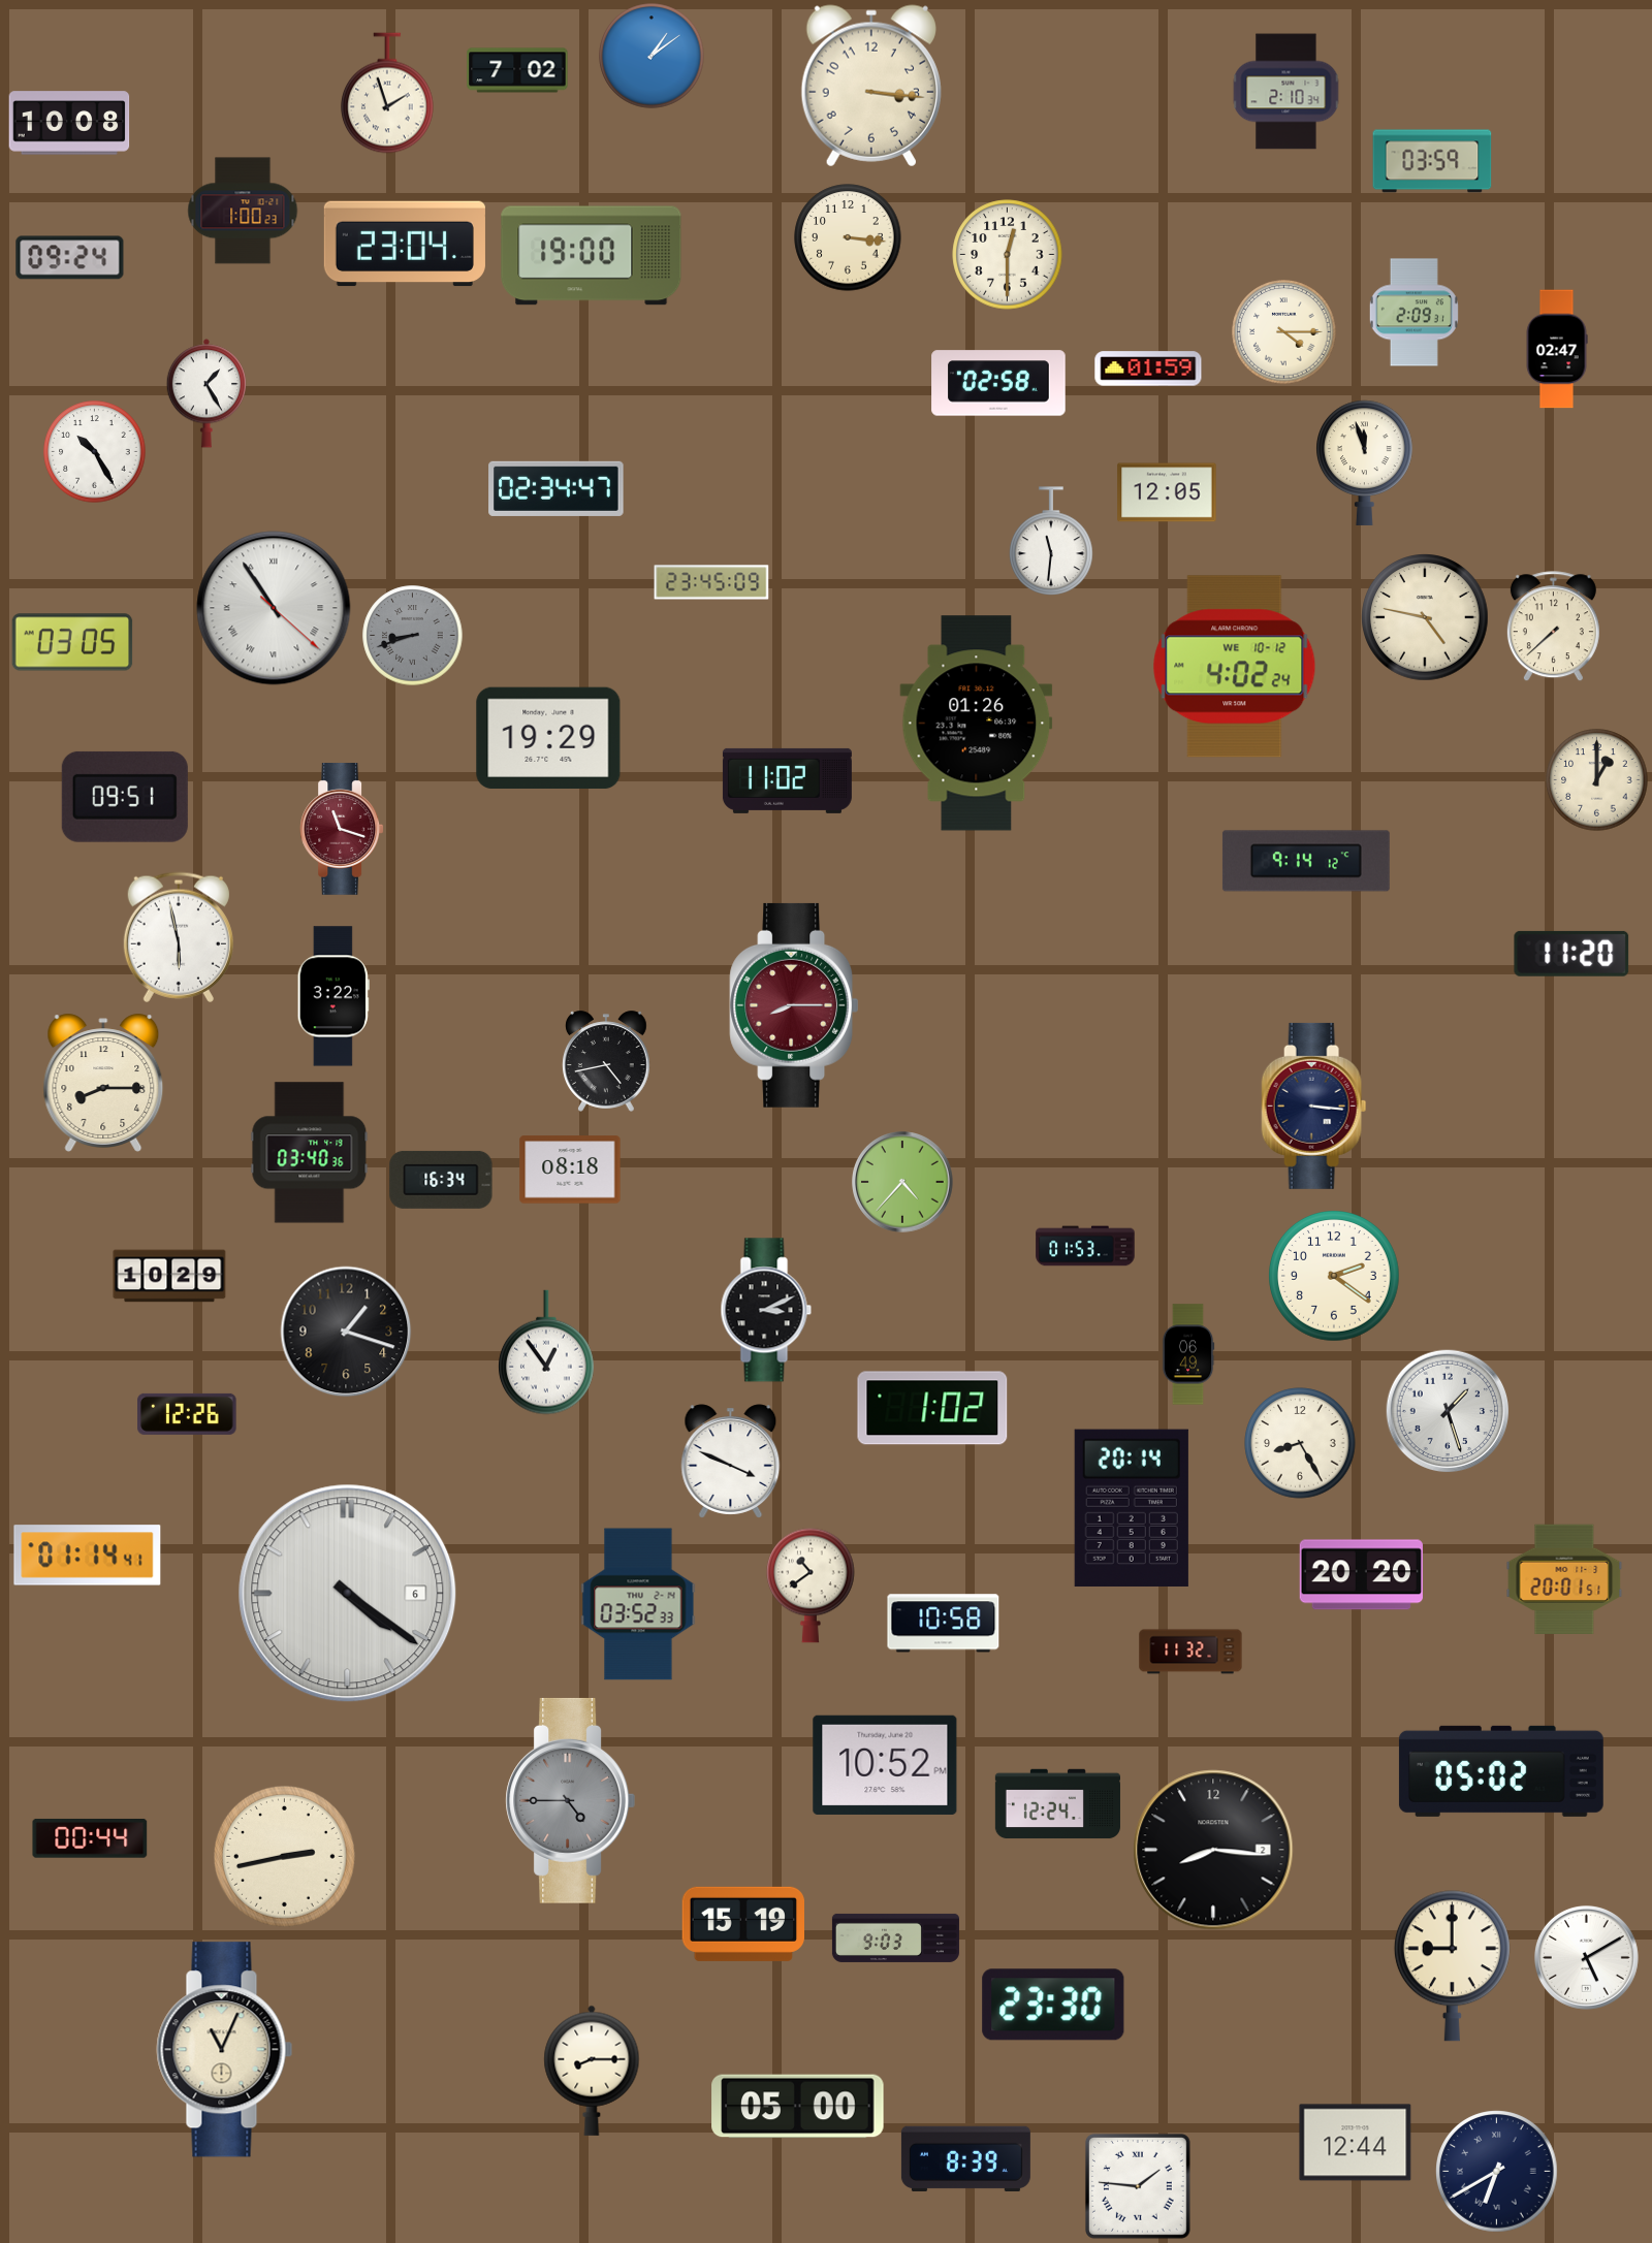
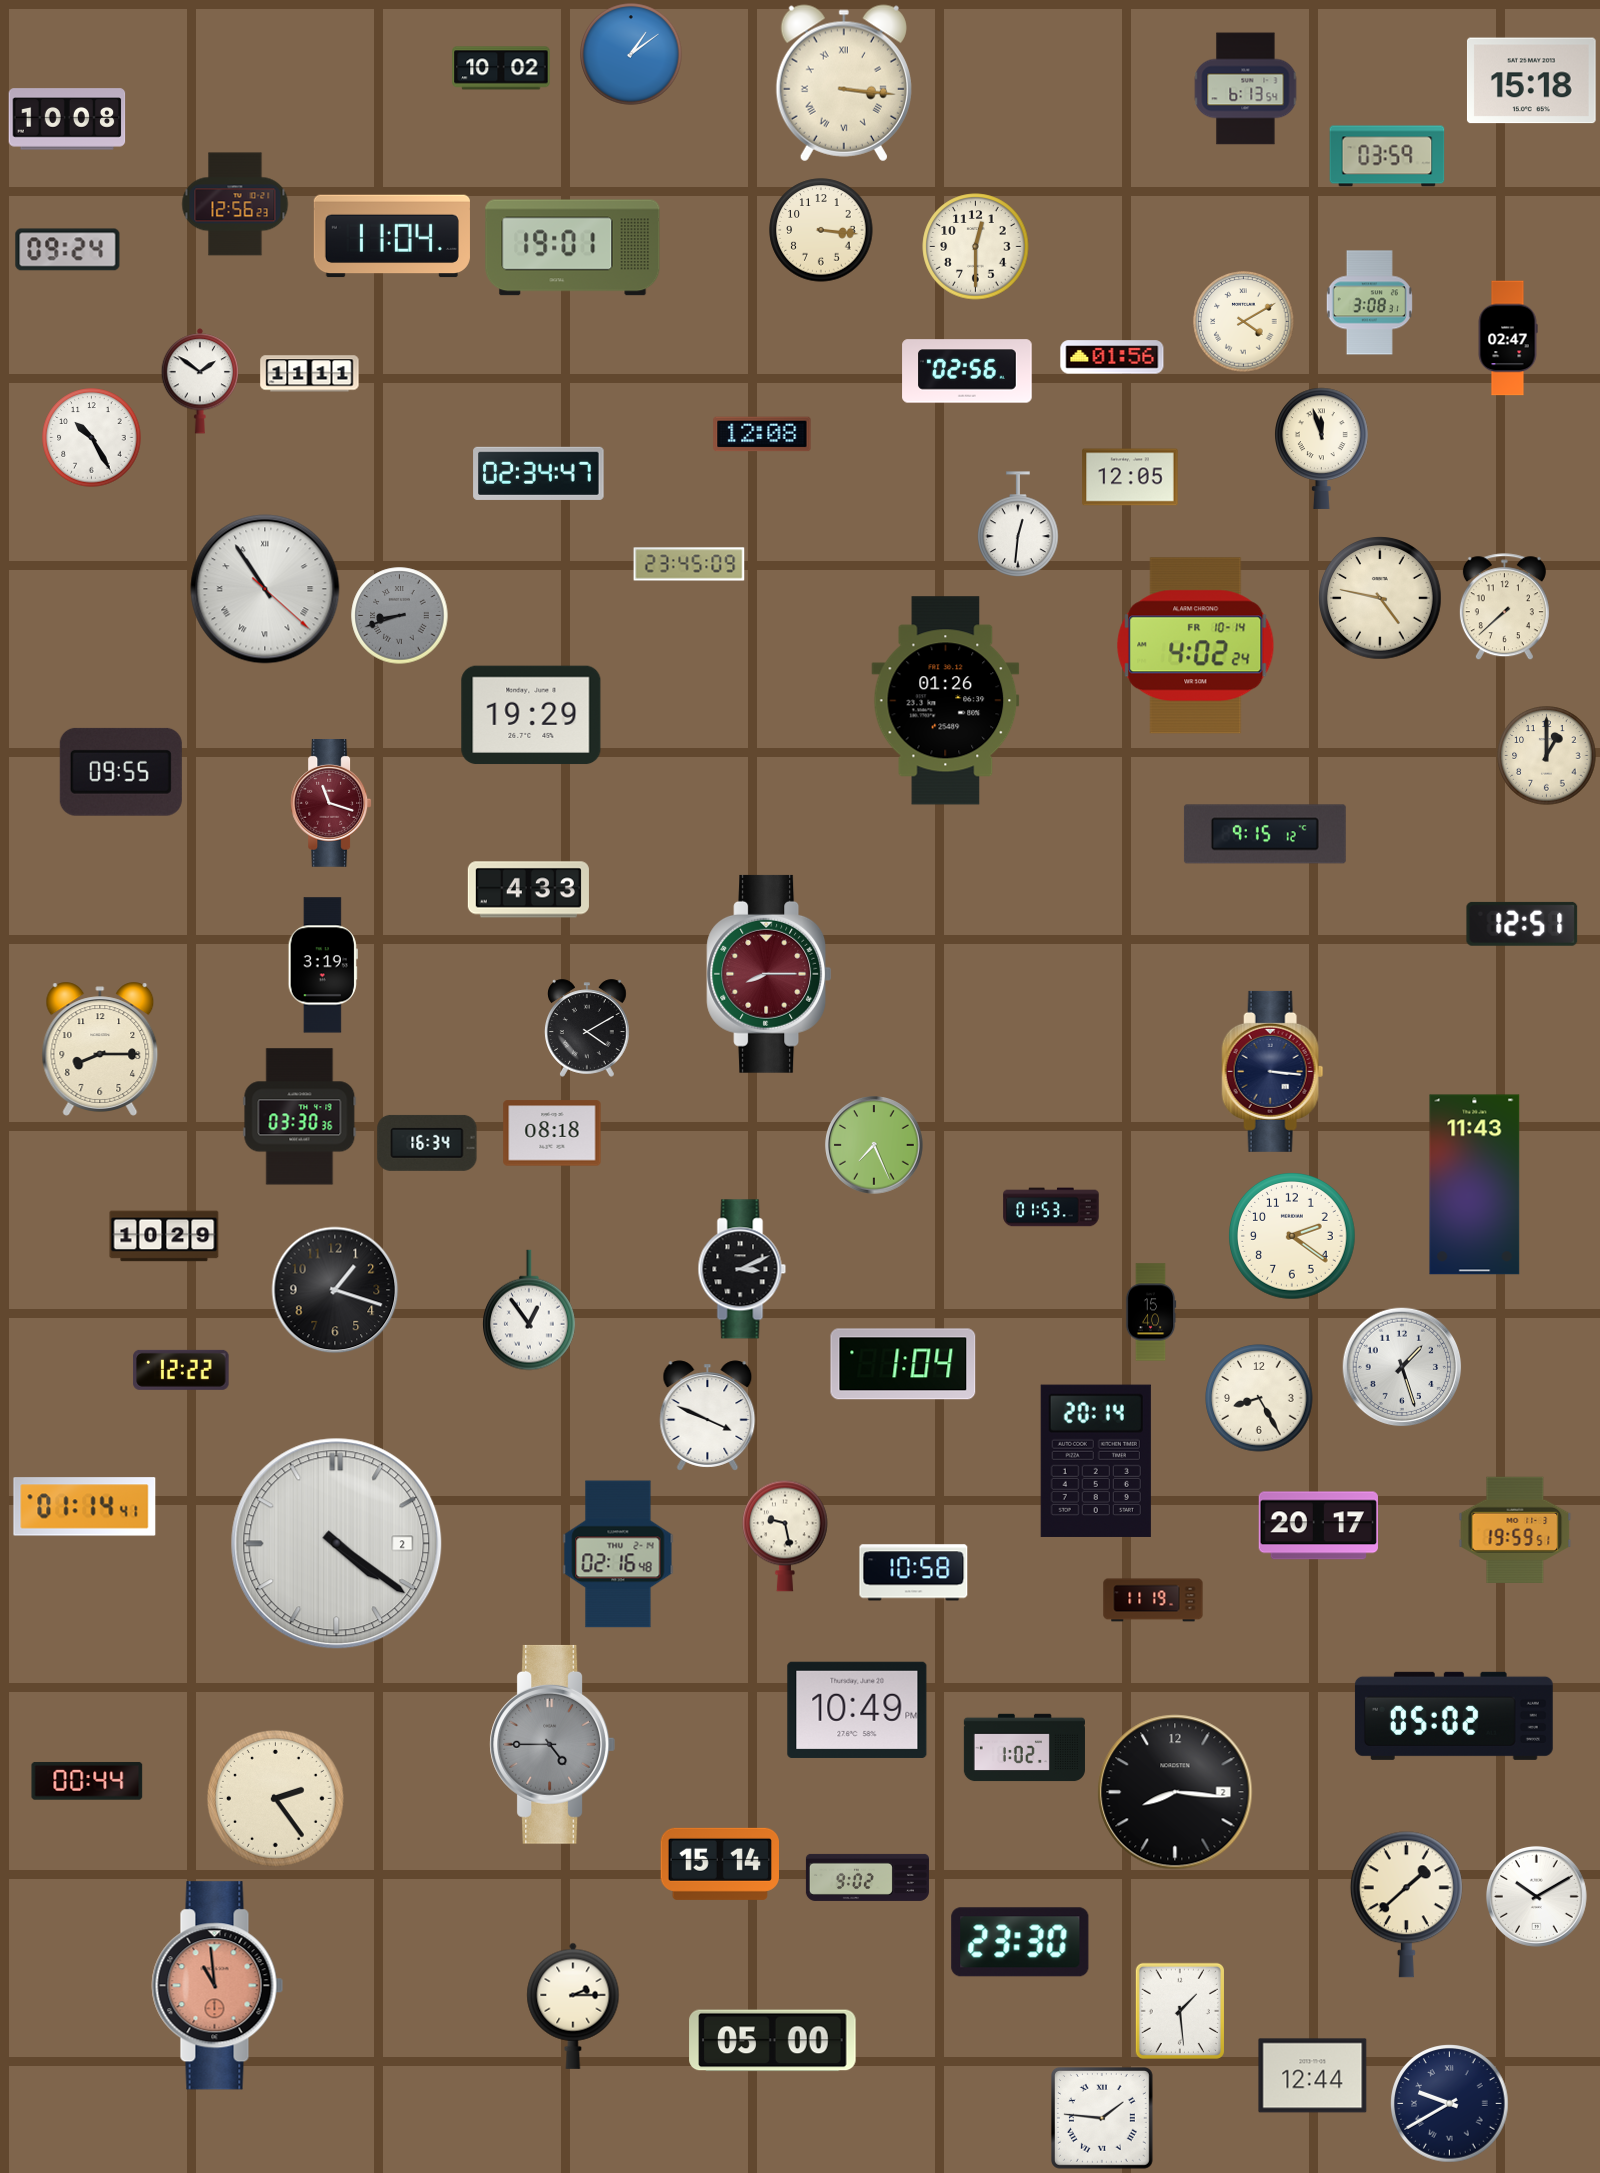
clock at (517, 70): 7:02 -> 10:02
clock at (1531, 81): none -> 15:18
clock at (871, 86) numerals: Arabic -> Roman
clock at (1286, 92): 2:10 -> 6:13
clock at (388, 93): 1:57 -> none
clock at (243, 211): 1:00 -> 12:56
clock at (405, 244): 23:04 -> 11:04
clock at (592, 256): 19:00 -> 19:01
clock at (1413, 313): 2:09 -> 3:08
clock at (1284, 332): 4:15 -> 4:10
clock at (1148, 369): 01:59 -> 01:56
clock at (998, 383): 02:58 -> 02:56
clock at (310, 374): none -> 11:11
clock at (205, 393): 1:25 -> 1:51
clock at (762, 434): none -> 12:08
clock at (1051, 541): 11:31 -> 12:31
clock at (72, 642): 03:05 -> none
clock at (1235, 667) date: WE 10-12 -> FR 10-14
clock at (787, 780): 11:02 -> none
clock at (125, 797): 09:51 -> 09:55
clock at (1306, 861): 9:14 -> 9:15
clock at (528, 890): none -> 4:33
clock at (179, 937): 5:58 -> none
clock at (1571, 954): 11:20 -> 12:51
clock at (333, 996): 3:22 -> 3:19
clock at (607, 1061): 4:43 -> 4:10
clock at (310, 1153): 03:40 -> 03:30
clock at (902, 1182): 4:37 -> 7:26
clock at (1475, 1185): none -> 11:43
clock at (1188, 1354): 06:49 -> 15:40
clock at (932, 1408): 1:02 -> 1:04
clock at (187, 1414): 12:26 -> 12:22
clock at (1361, 1575): 20:20 -> 20:17
clock at (1564, 1578): 20:01 -> 19:59
clock at (811, 1585): 10:39 -> 9:28
clock at (348, 1594) date: 6 -> 2
clock at (638, 1604): 03:52 -> 02:16
clock at (1190, 1652): 11:32 -> 11:19
clock at (885, 1765): 10:52 -> 10:49
clock at (1057, 1804): 12:24 -> 1:02
clock at (284, 1856): 2:43 -> 2:24
clock at (742, 1924): 15:19 -> 15:14
clock at (895, 1937): 9:03 -> 9:02
clock at (1586, 1957): 5:10 -> 10:10
clock at (1452, 1966): 9:00 -> 1:38
clock at (225, 2050): 11:04 -> 10:59
clock at (225, 2050) dial: cream -> salmon
clock at (592, 2071): 8:15 -> 2:15
clock at (1180, 2011): none -> 1:29
clock at (965, 2158): 8:39 -> none
clock at (1497, 2172): 6:40 -> 9:40
